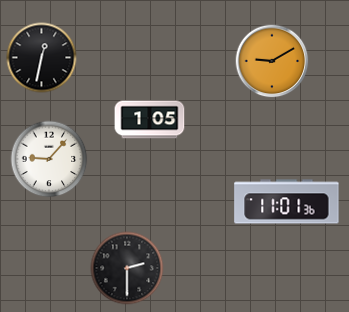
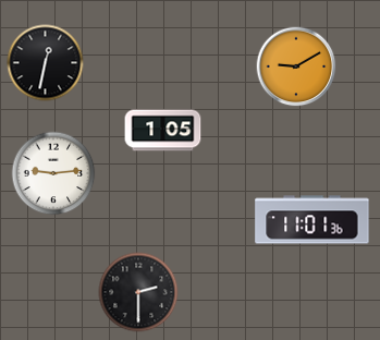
clock at (49, 159): 9:07 -> 9:14
